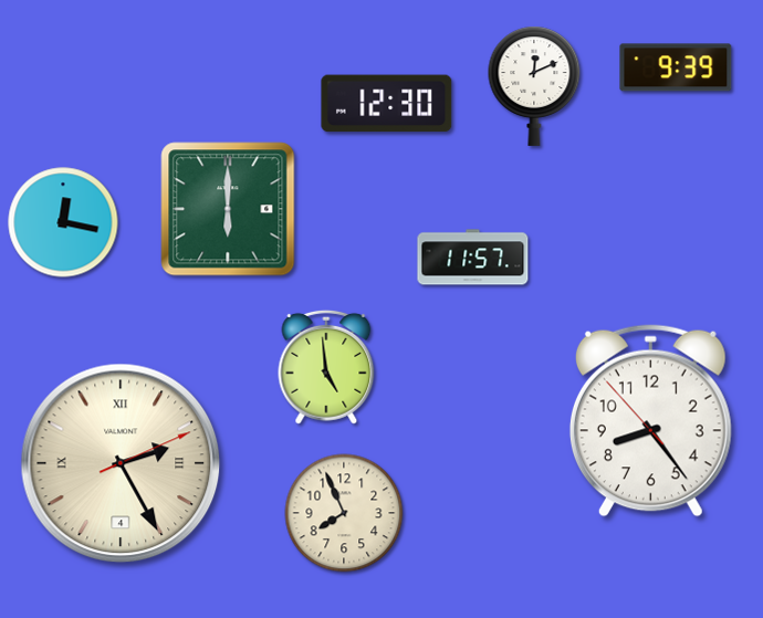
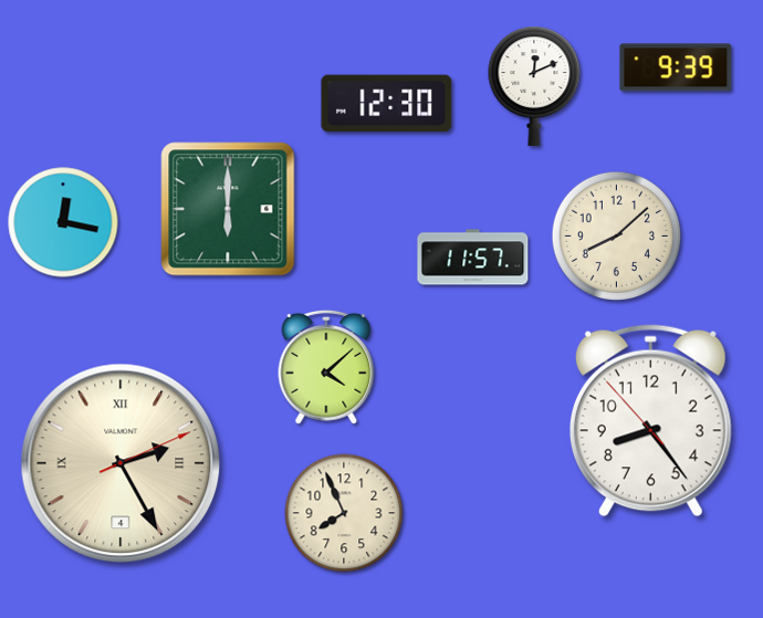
clock at (616, 235): none -> 8:08
clock at (326, 367): 4:59 -> 4:08
